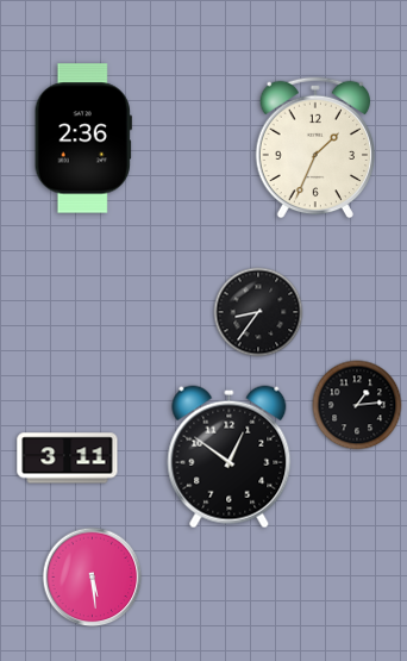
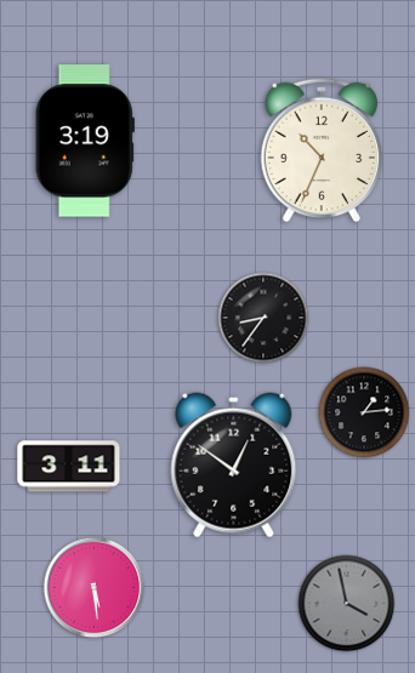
clock at (83, 138): 2:36 -> 3:19
clock at (314, 148): 1:34 -> 10:34
clock at (347, 604): none -> 3:58
